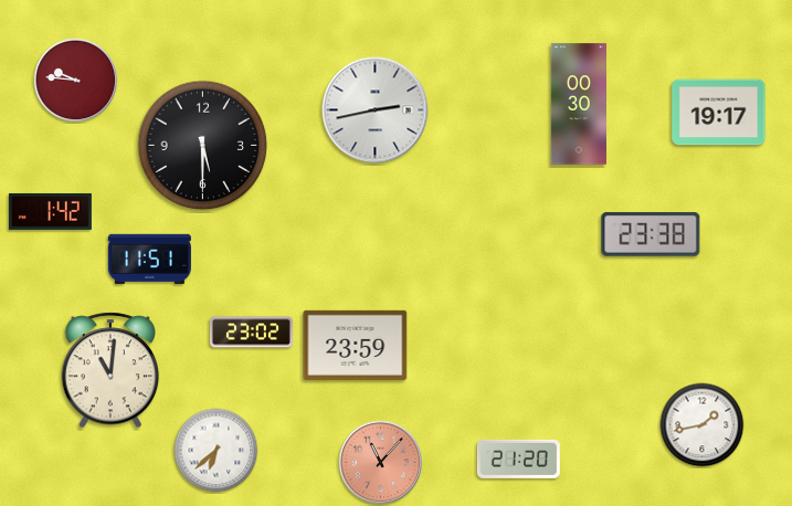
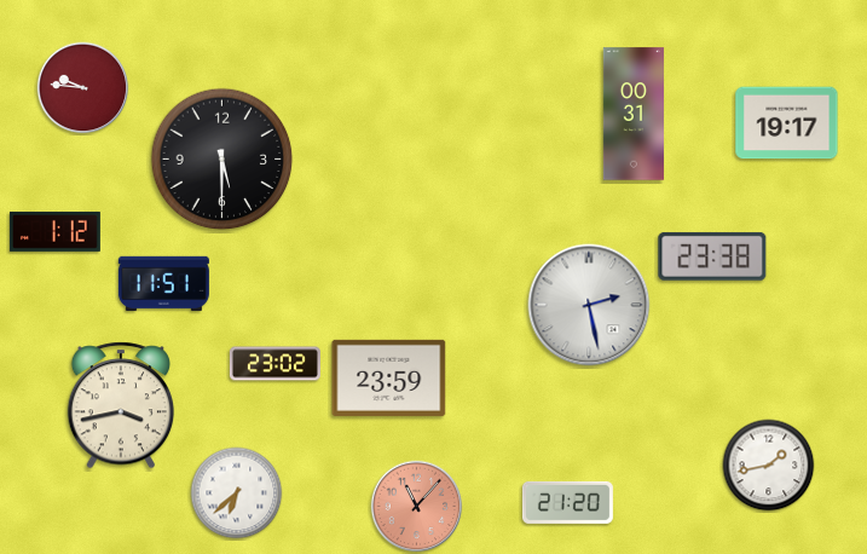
clock at (579, 104): 00:30 -> 00:31
clock at (376, 110): 2:43 -> none
clock at (50, 211): 1:42 -> 1:12
clock at (589, 305): none -> 2:28
clock at (110, 370): 11:01 -> 3:43
